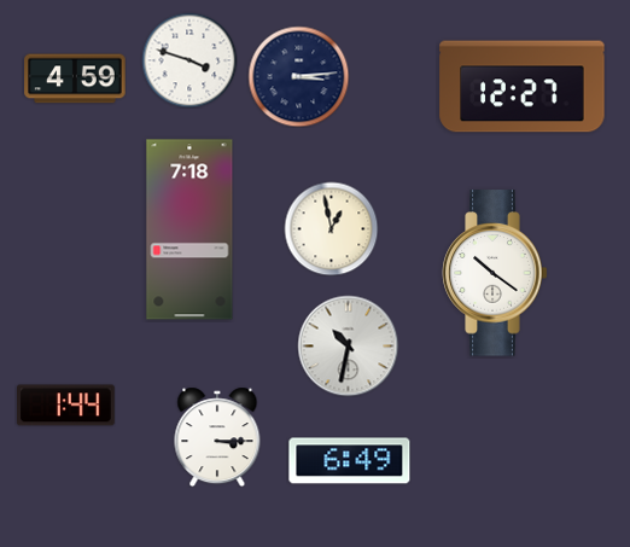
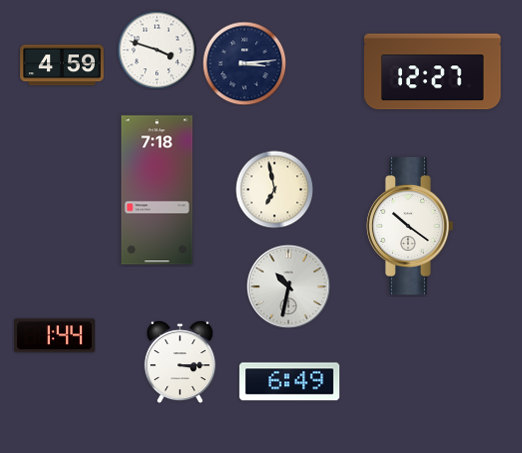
clock at (298, 76) position: (298, 76) -> (244, 63)
clock at (331, 228): 12:58 -> 6:58
